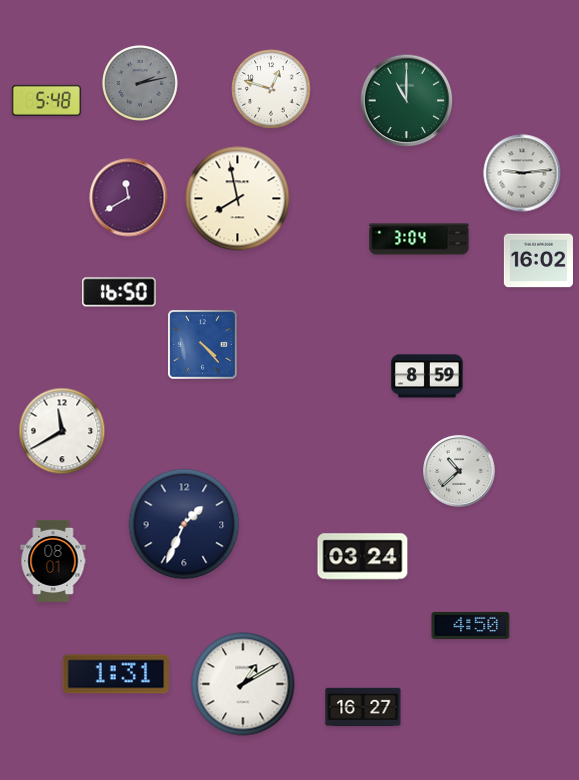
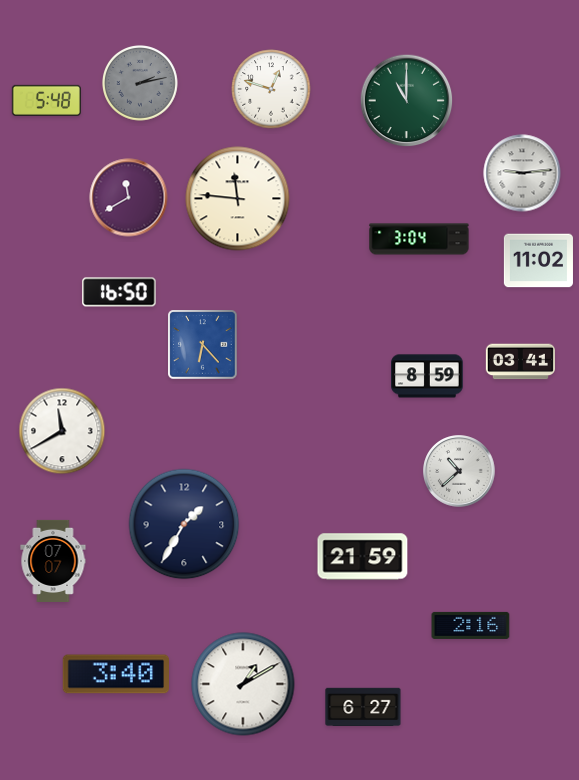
clock at (238, 199): 7:58 -> 11:46
clock at (538, 261): 16:02 -> 11:02
clock at (203, 345): 4:23 -> 6:23
clock at (520, 362): none -> 03:41
clock at (184, 524): 1:34 -> 1:35
clock at (363, 557): 03:24 -> 21:59
clock at (53, 561): 08:01 -> 07:07
clock at (471, 625): 4:50 -> 2:16
clock at (115, 674): 1:31 -> 3:40
clock at (363, 707): 16:27 -> 6:27
